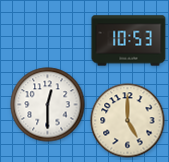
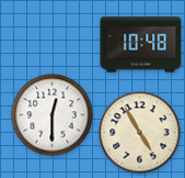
clock at (129, 41): 10:53 -> 10:48
clock at (128, 121): 5:00 -> 4:55
